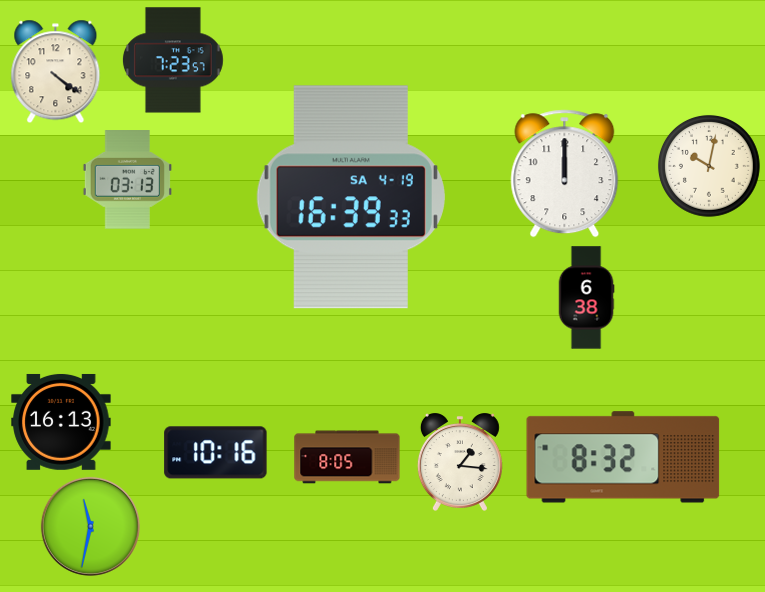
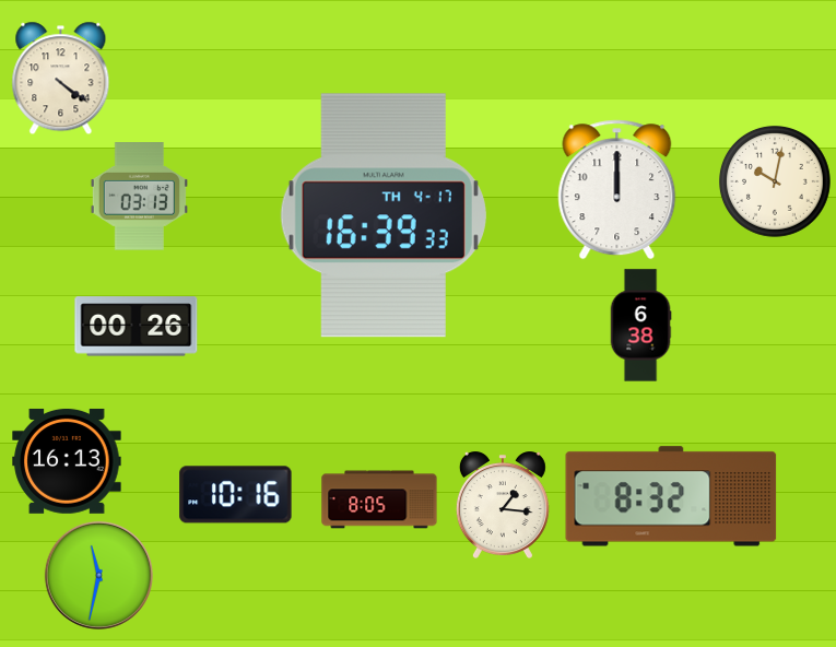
clock at (173, 60): 7:23 -> none
clock at (351, 197) date: SA 4-19 -> TH 4-17
clock at (137, 327): none -> 00:26
clock at (623, 457) position: (623, 457) -> (671, 496)
